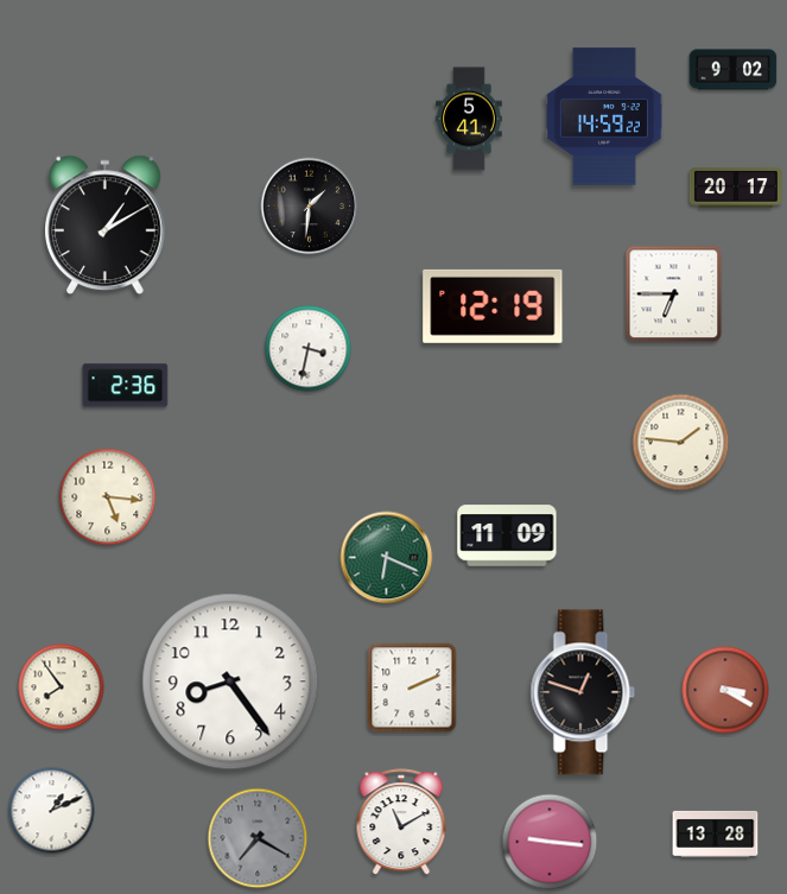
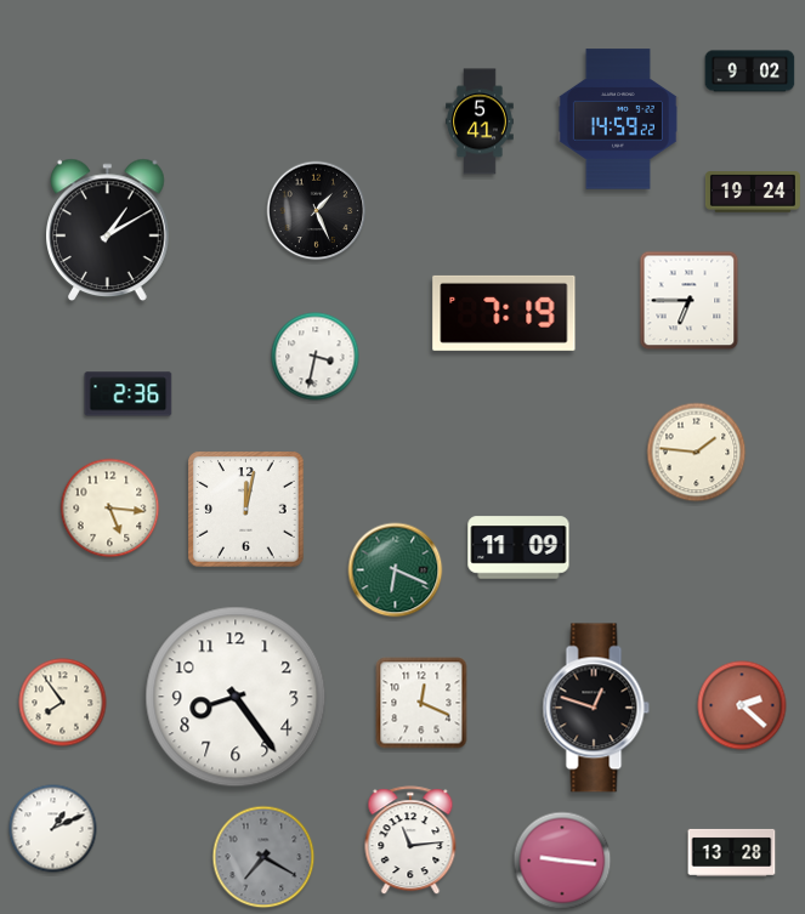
clock at (736, 188): 20:17 -> 19:24
clock at (310, 207): 1:31 -> 1:26
clock at (493, 306): 12:19 -> 7:19
clock at (246, 510): none -> 12:02
clock at (412, 687): 2:11 -> 12:19
clock at (725, 690): 3:20 -> 2:22
clock at (401, 823): 11:10 -> 11:14
